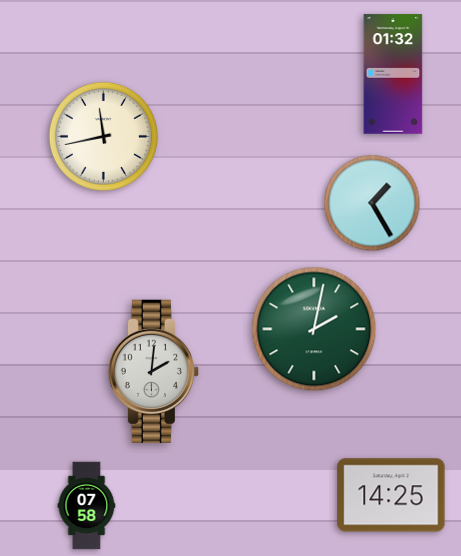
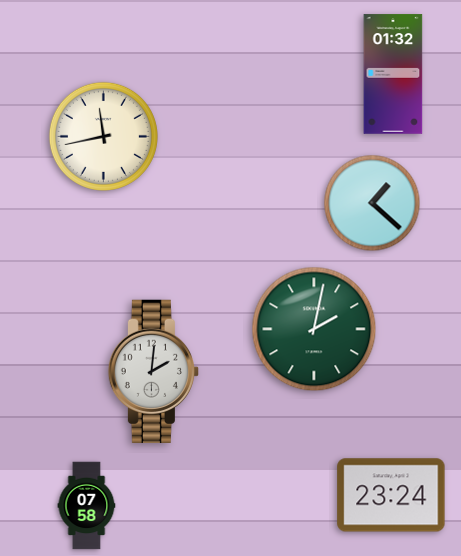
clock at (372, 203): 1:25 -> 1:22
clock at (391, 495): 14:25 -> 23:24
